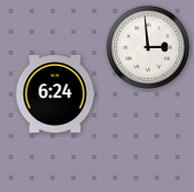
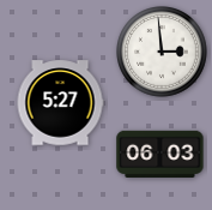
clock at (55, 94): 6:24 -> 5:27
clock at (160, 154): none -> 06:03
